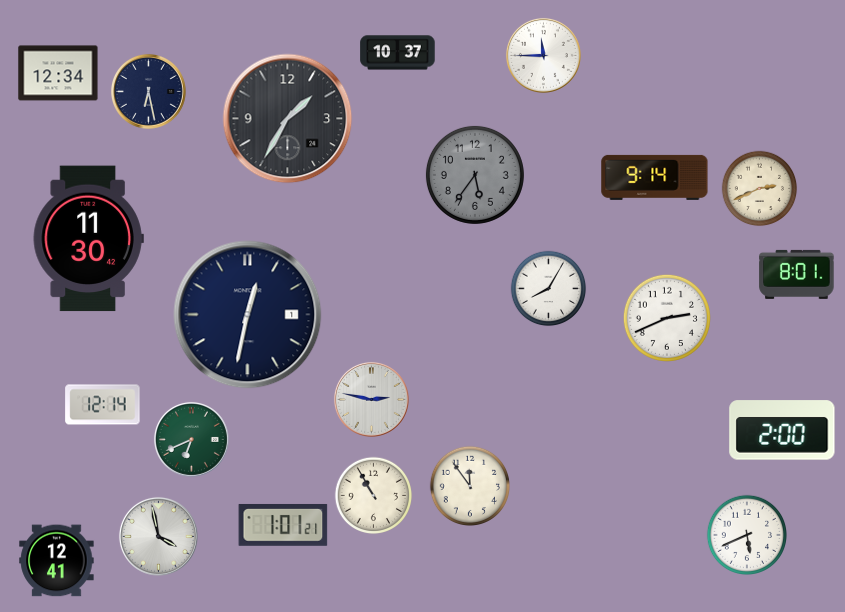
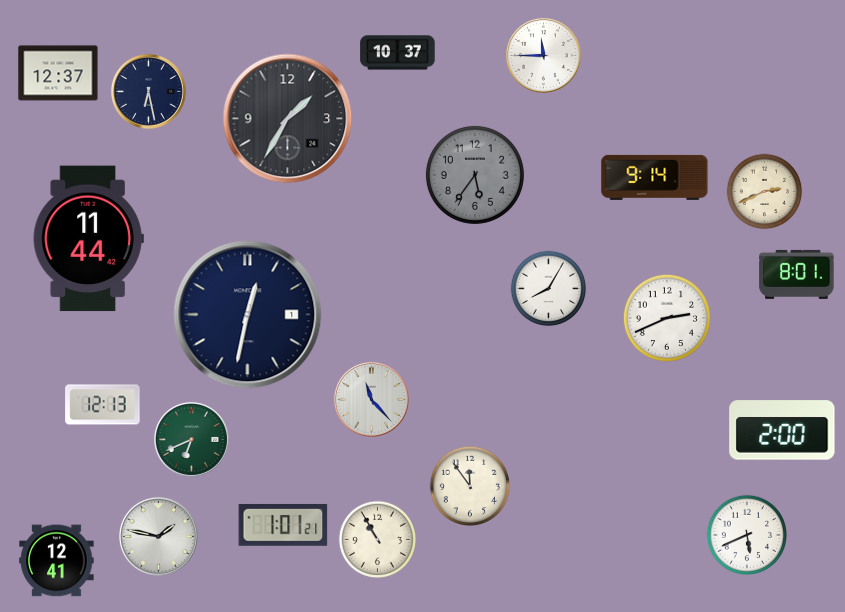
clock at (58, 73): 12:34 -> 12:37
clock at (760, 189) position: (760, 189) -> (765, 192)
clock at (88, 239): 11:30 -> 11:44
clock at (371, 399): 2:47 -> 11:23
clock at (103, 405): 12:14 -> 12:13
clock at (374, 496) position: (374, 496) -> (378, 540)
clock at (158, 536): 3:58 -> 1:47
